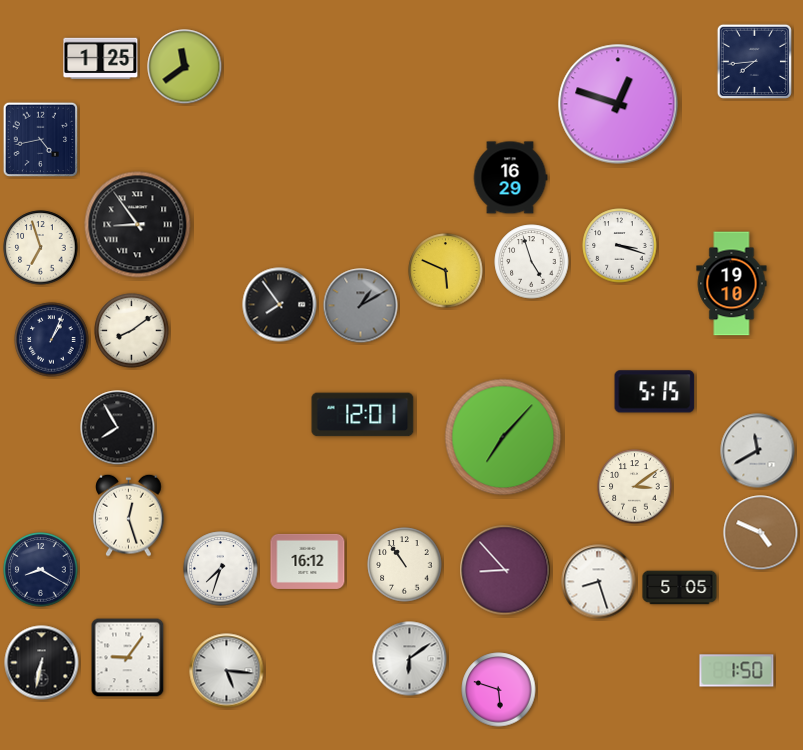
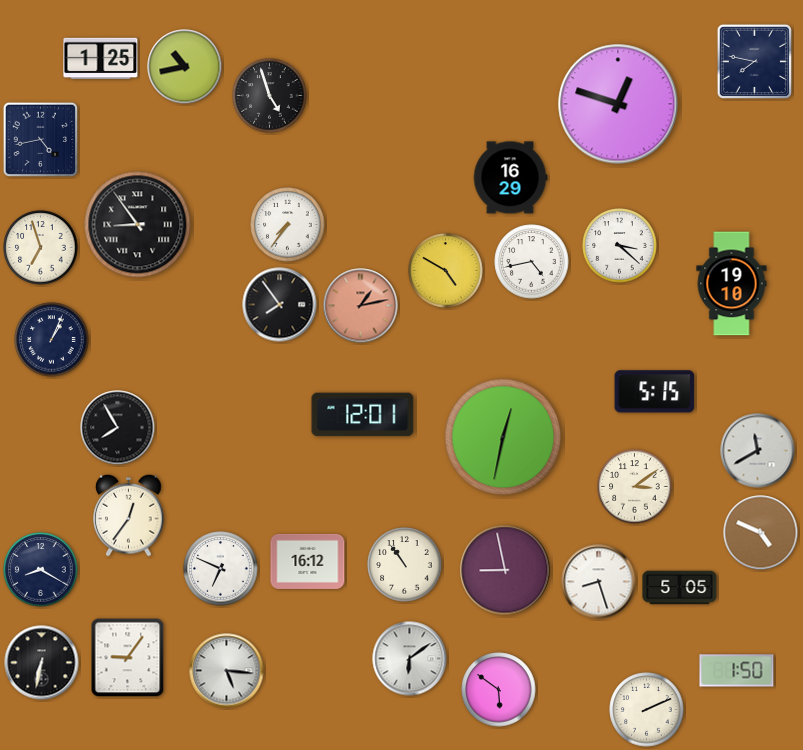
clock at (754, 61): 7:44 -> 7:47
clock at (185, 67): 11:39 -> 10:43
clock at (270, 96): none -> 4:57
clock at (288, 225): none -> 7:36
clock at (620, 246): 3:18 -> 3:22
clock at (532, 262): 4:57 -> 4:43
clock at (446, 271): 5:49 -> 4:50
clock at (361, 306): 1:10 -> 1:13
clock at (361, 306) dial: grey -> salmon
clock at (132, 331): 8:09 -> none
clock at (503, 437): 7:07 -> 12:32
clock at (129, 515): 12:27 -> 12:36
clock at (221, 569): 7:33 -> 6:49
clock at (505, 570): 8:53 -> 8:58
clock at (499, 690): 5:48 -> 5:51
clock at (647, 710): none -> 2:11
